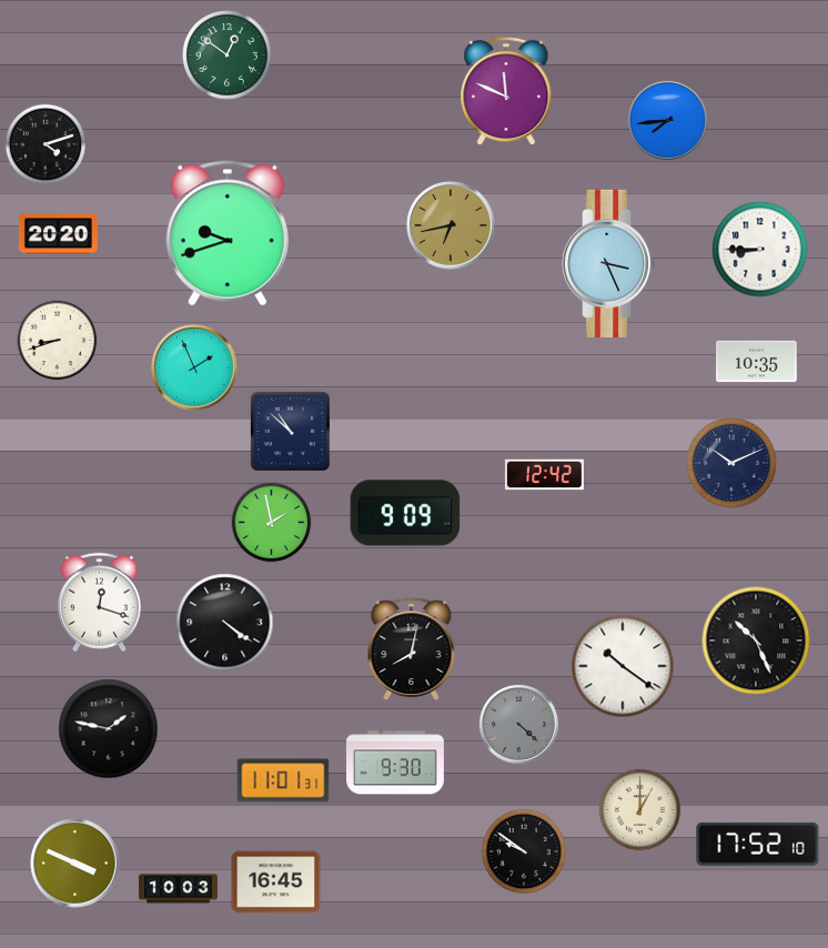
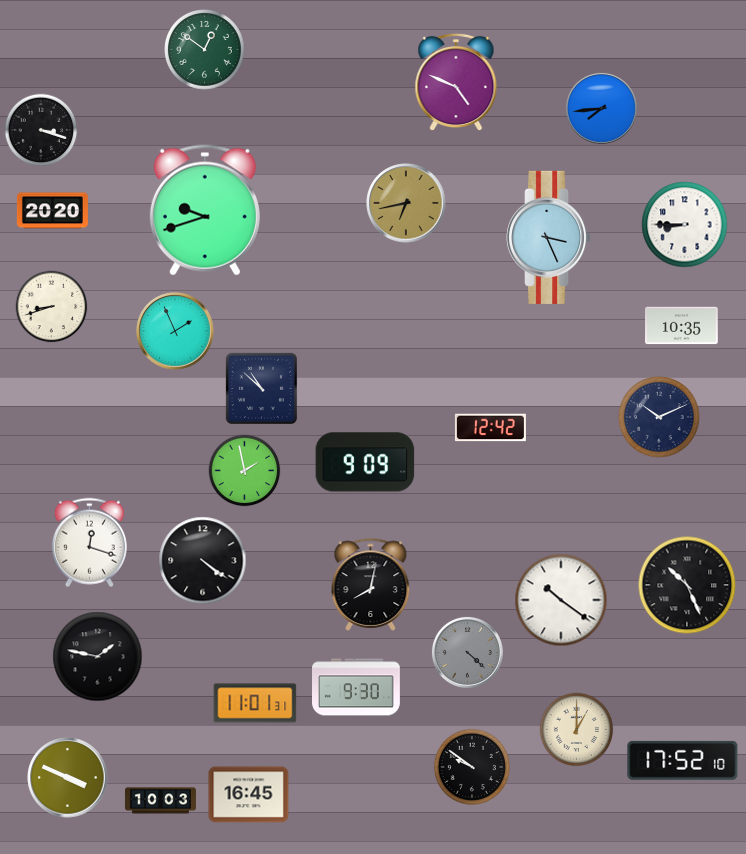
clock at (506, 91): 11:49 -> 4:49
clock at (46, 144): 4:12 -> 3:18
clock at (756, 641) position: (756, 641) -> (687, 585)
